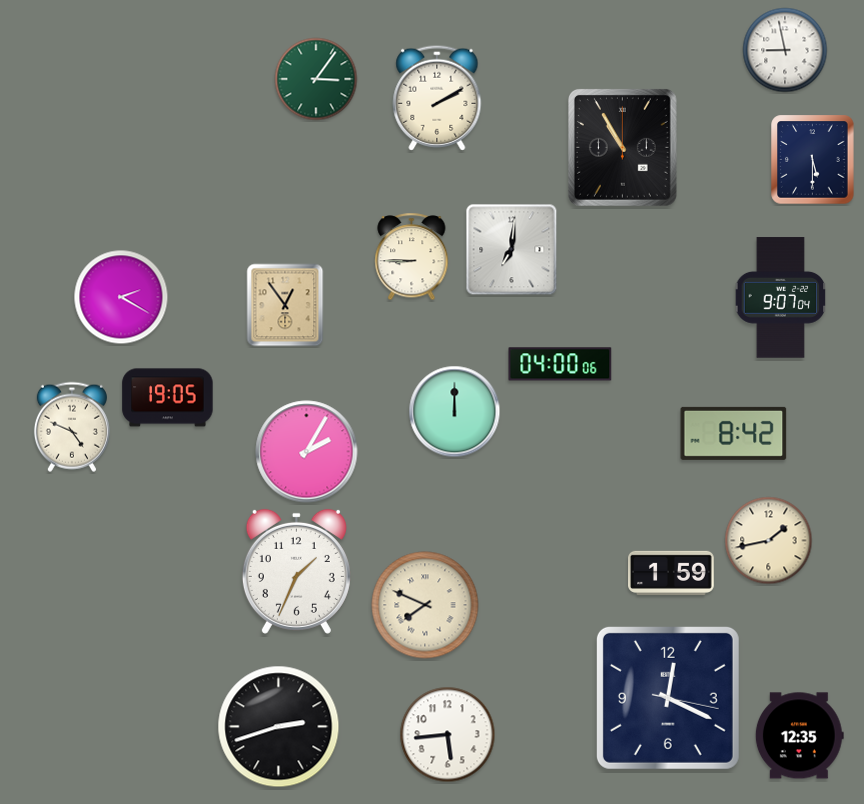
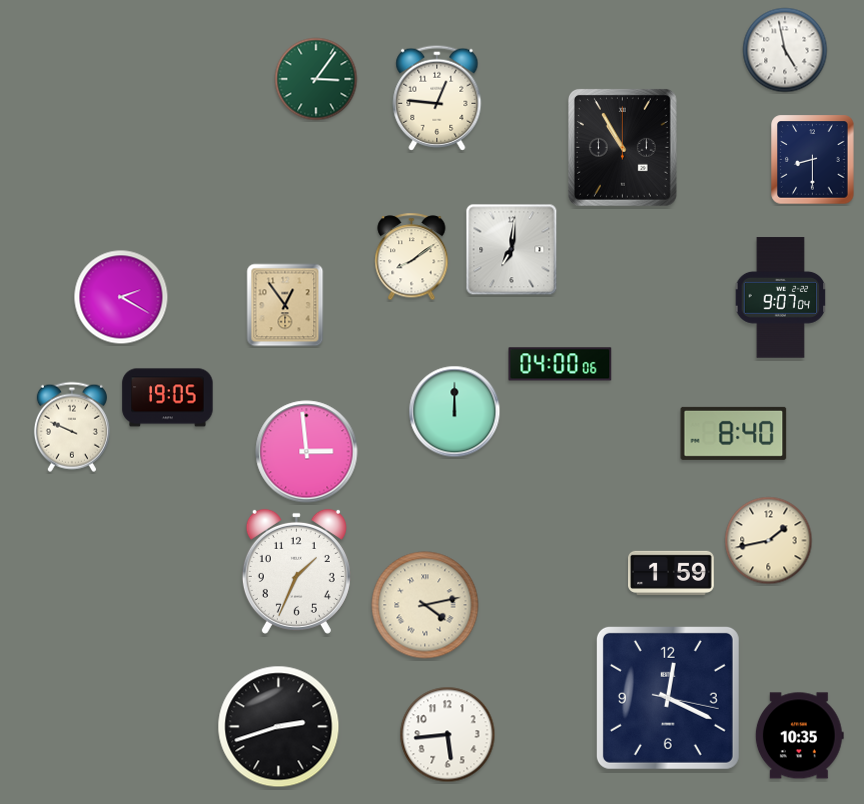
clock at (785, 50): 8:58 -> 4:58
clock at (437, 98): 2:10 -> 12:46
clock at (813, 160): 5:30 -> 8:30
clock at (412, 257): 8:45 -> 8:09
clock at (72, 427): 4:49 -> 9:49
clock at (734, 433): 8:42 -> 8:40
clock at (307, 452): 2:05 -> 2:59
clock at (425, 605): 7:49 -> 4:13
clock at (799, 736): 12:35 -> 10:35
